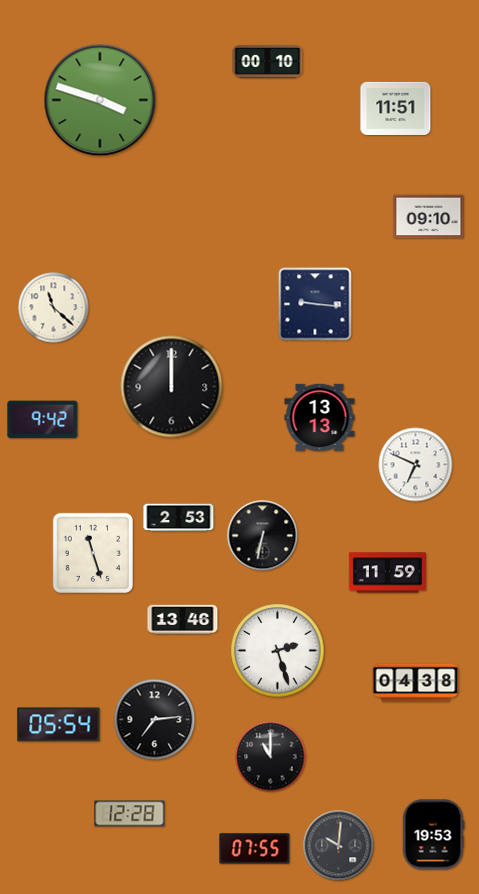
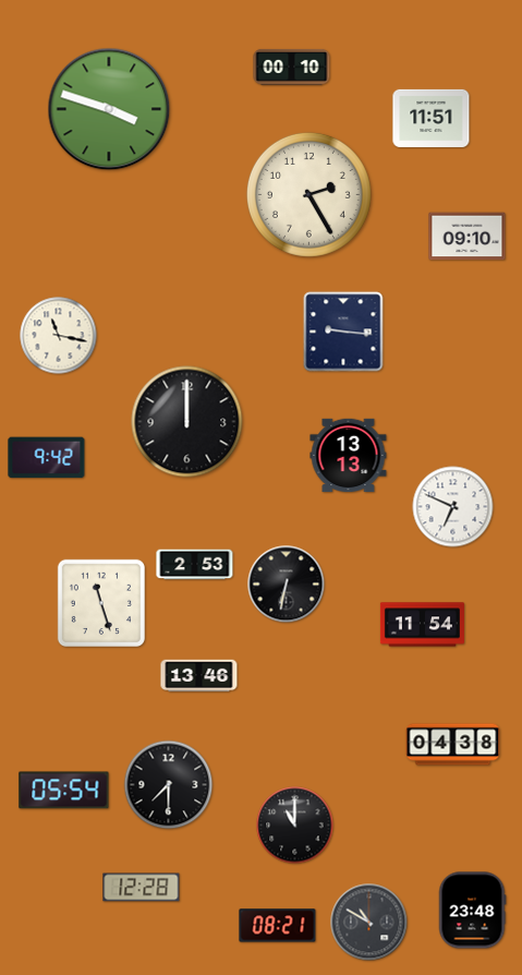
clock at (308, 194): none -> 2:25
clock at (54, 308): 11:22 -> 11:17
clock at (387, 573): 11:59 -> 11:54
clock at (278, 651): 2:27 -> none
clock at (155, 720): 7:14 -> 7:30
clock at (433, 835): 19:53 -> 23:48
clock at (339, 846): 10:01 -> 10:50
clock at (255, 849): 07:55 -> 08:21
